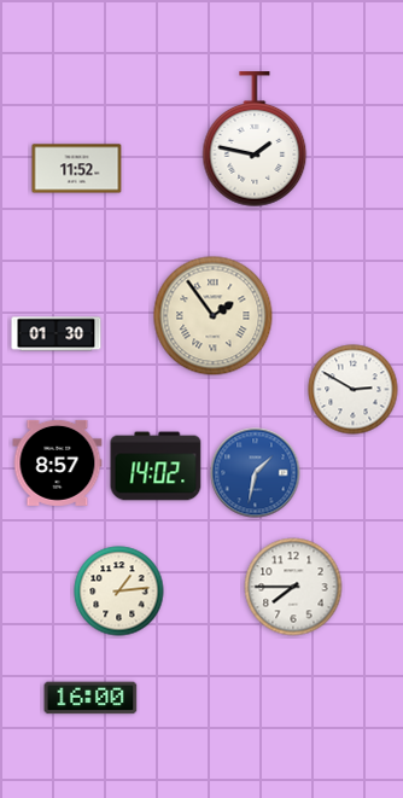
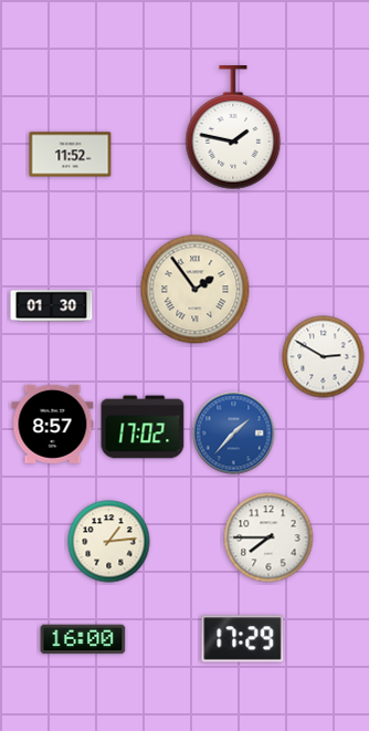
clock at (156, 466): 14:02 -> 17:02
clock at (256, 473): 1:32 -> 1:37
clock at (243, 639): none -> 17:29
